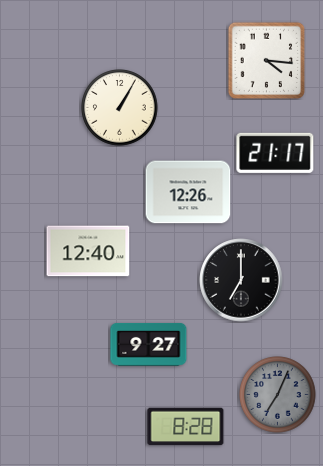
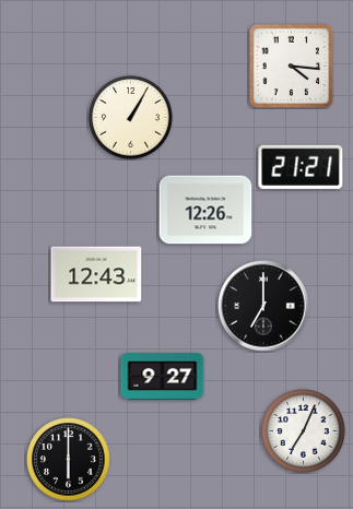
clock at (275, 153): 21:17 -> 21:21
clock at (88, 251): 12:40 -> 12:43
clock at (278, 395) dial: grey -> white
clock at (69, 460): none -> 6:00
clock at (186, 427): 8:28 -> none
